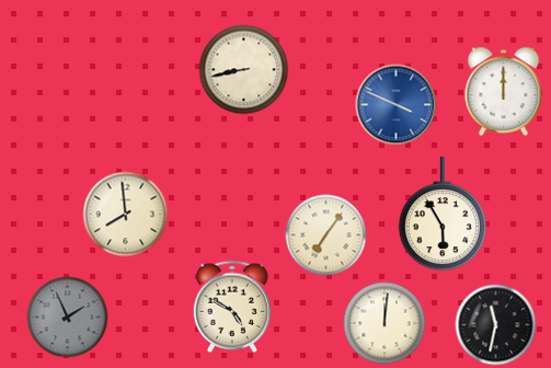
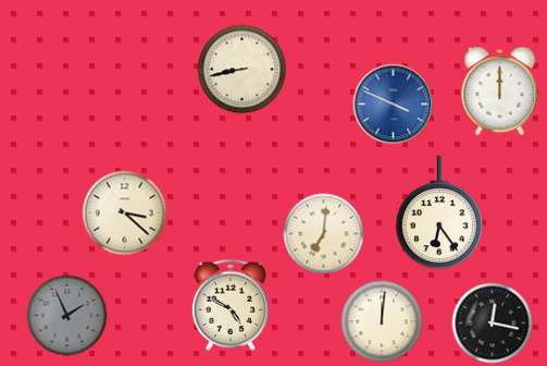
clock at (126, 215): 7:59 -> 3:22
clock at (443, 215): 5:55 -> 6:24
clock at (326, 235): 7:06 -> 7:01
clock at (496, 325): 11:32 -> 12:17
